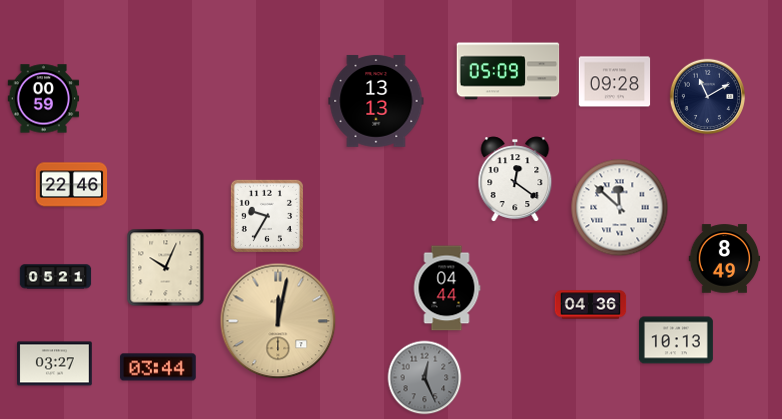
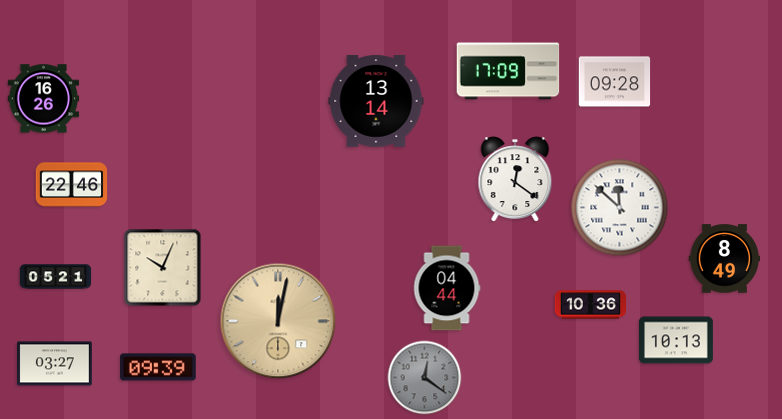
clock at (508, 71): 05:09 -> 17:09
clock at (707, 96): 11:10 -> none
clock at (44, 99): 00:59 -> 16:26
clock at (376, 101): 13:13 -> 13:14
clock at (267, 216): 9:35 -> none
clock at (166, 268) position: (166, 268) -> (163, 268)
clock at (591, 305): 04:36 -> 10:36
clock at (158, 367): 03:44 -> 09:39
clock at (425, 378): 12:26 -> 12:21
